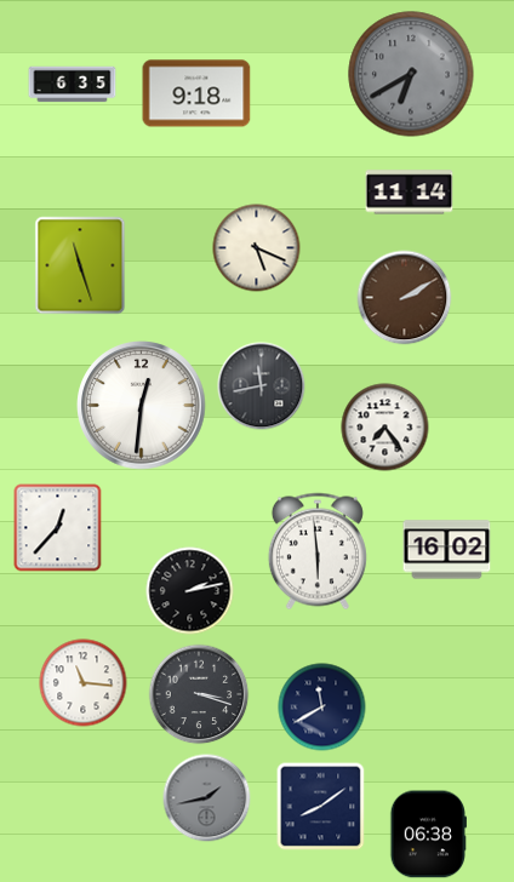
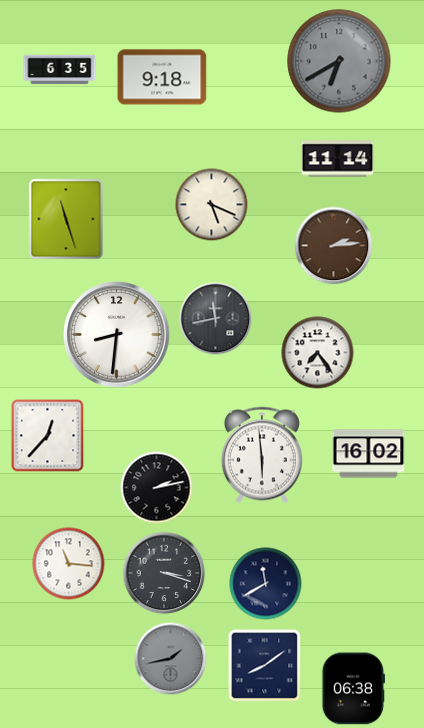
clock at (405, 298): 2:10 -> 2:14
clock at (142, 406): 12:31 -> 8:31
